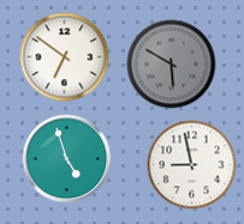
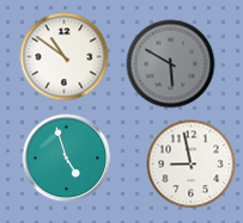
clock at (65, 57): 6:51 -> 10:51
